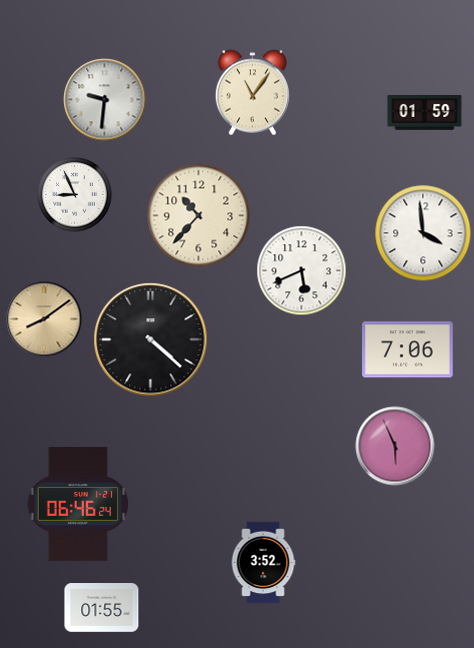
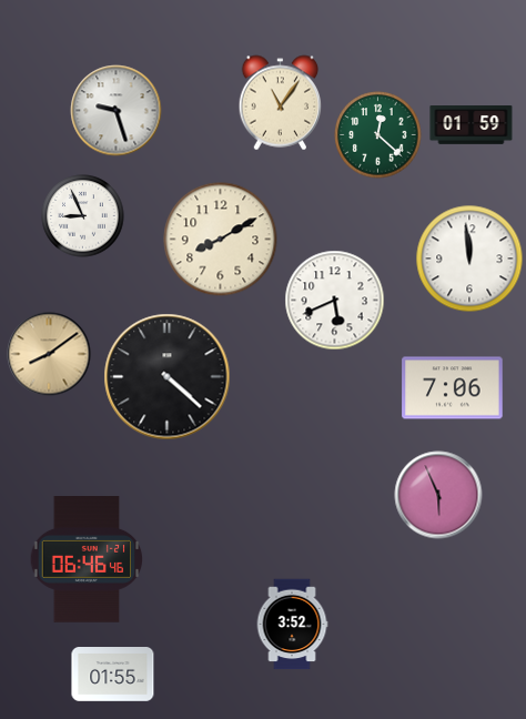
clock at (105, 100): 9:31 -> 9:27
clock at (378, 135): none -> 12:22
clock at (199, 216): 10:37 -> 8:10
clock at (423, 233): 3:59 -> 11:59
clock at (78, 505): 06:46:24 -> 06:46:46
